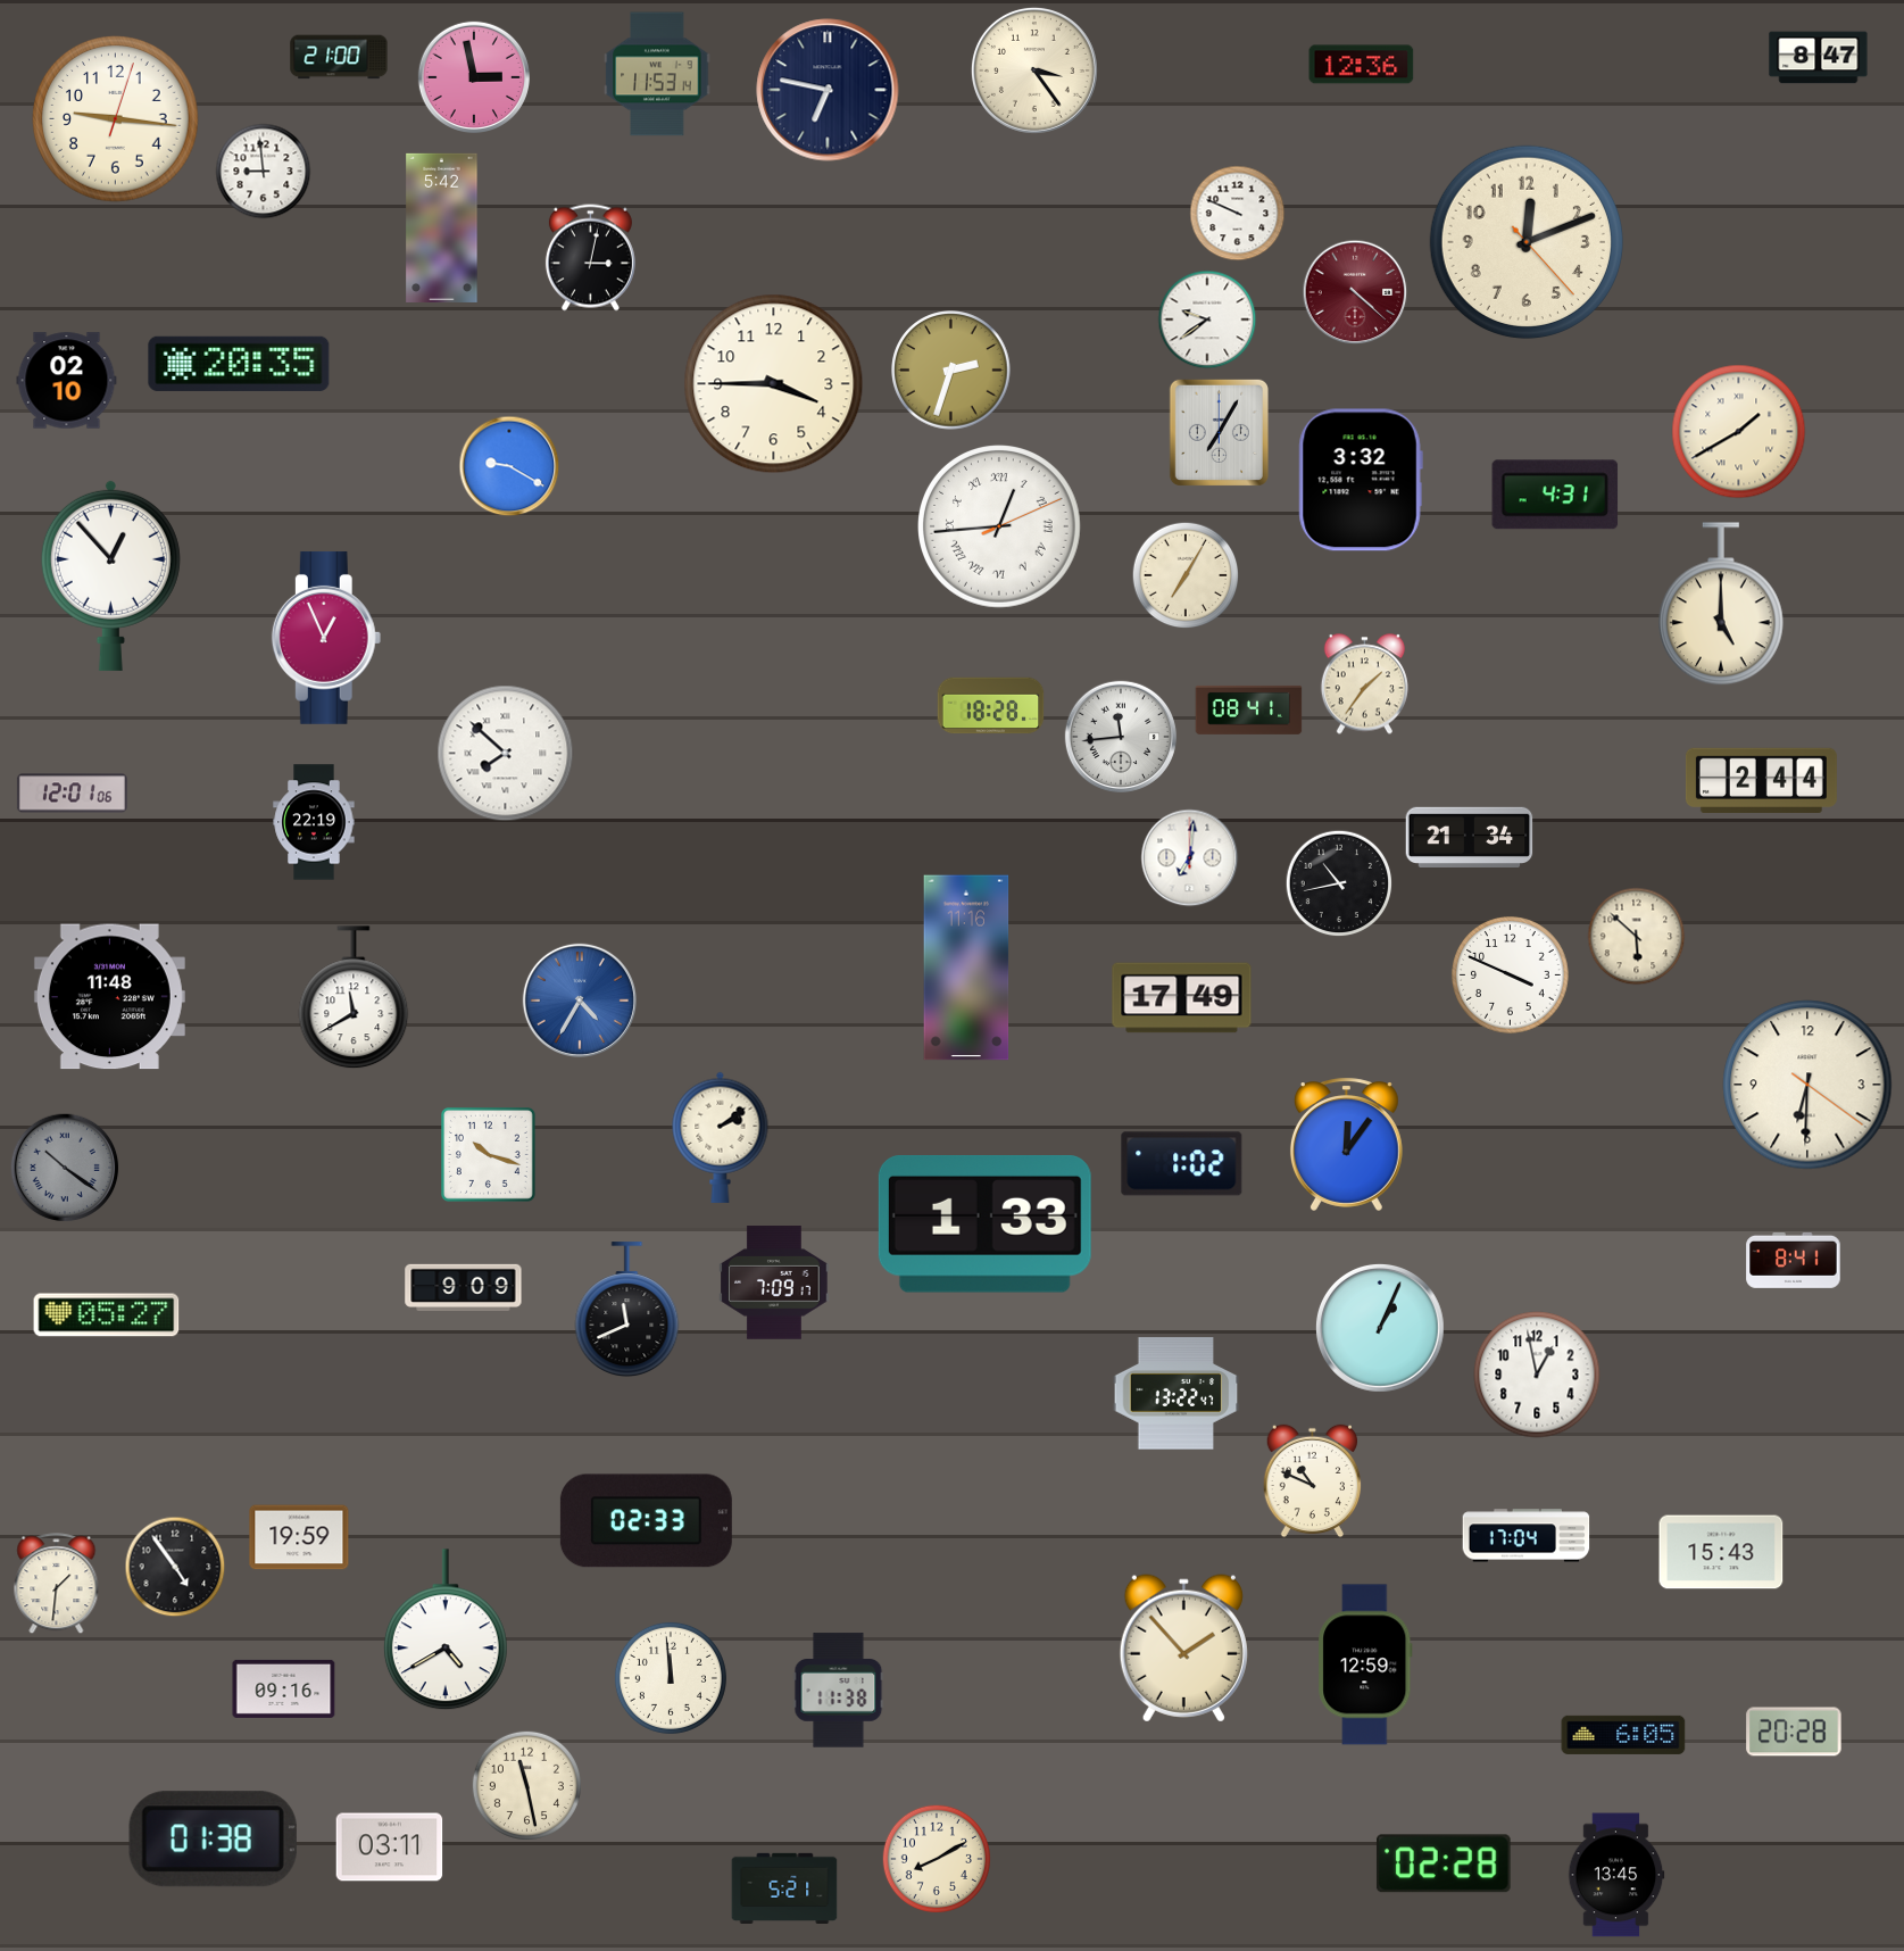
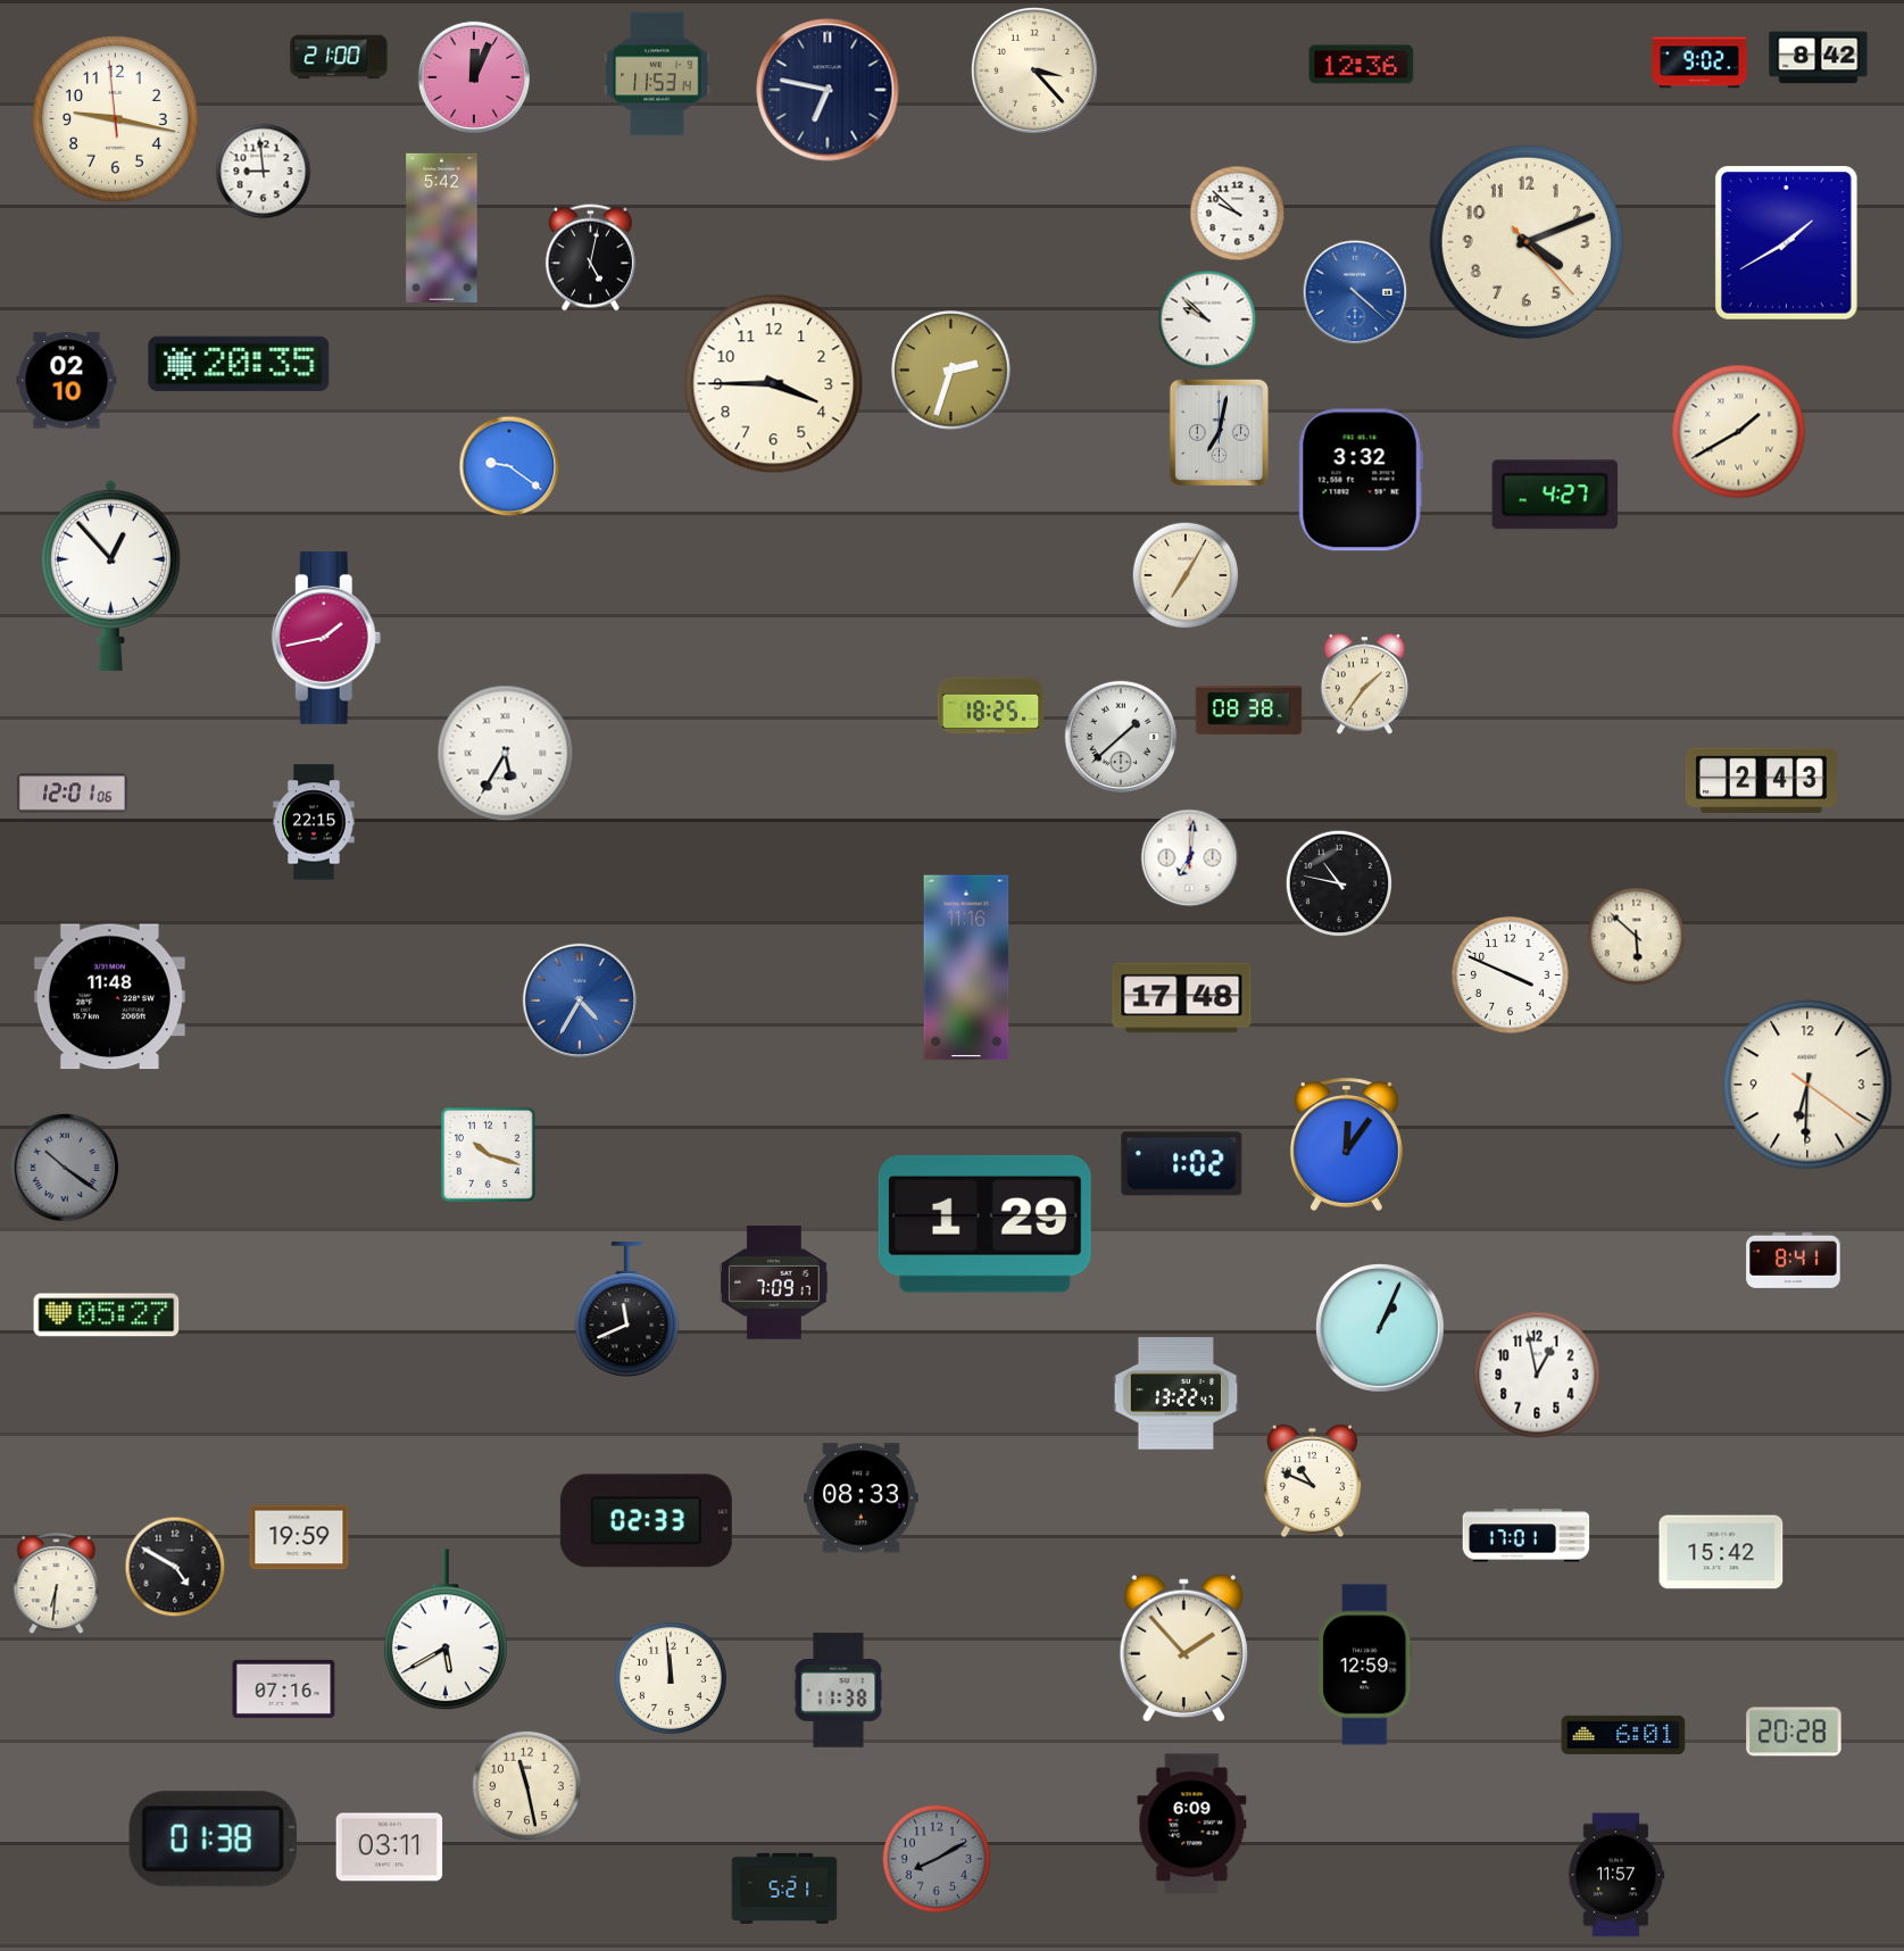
clock at (1819, 58): 8:47 -> 8:42
clock at (1699, 63): none -> 9:02
clock at (1034, 70): 3:24 -> 3:23
clock at (473, 76): 2:58 -> 12:04
clock at (116, 119): 9:16:03 -> 9:16:59
clock at (1238, 214): 9:49 -> 9:52
clock at (1527, 242): 12:11 -> 4:11
clock at (1787, 243): none -> 1:40
clock at (590, 258): 3:02 -> 5:02
clock at (1355, 292) dial: burgundy -> blue
clock at (1207, 319): 9:39 -> 9:52
clock at (1219, 432): 7:05 -> 7:02
clock at (509, 466): 9:20 -> 9:21
clock at (1555, 495): 4:31 -> 4:27
clock at (1000, 528): 12:44 -> none
clock at (1721, 605): 5:00 -> none
clock at (326, 638): 12:56 -> 1:43
clock at (991, 706): 18:28 -> 18:25
clock at (1249, 709): 08:41 -> 08:38
clock at (1120, 736): 11:44 -> 1:38
clock at (506, 754): 7:52 -> 5:35
clock at (1761, 780): 2:44 -> 2:43
clock at (314, 822): 22:19 -> 22:15
clock at (1470, 837): 21:34 -> none
clock at (1339, 883): 10:43 -> 10:47
clock at (354, 998): 11:40 -> none
clock at (1182, 998): 17:49 -> 17:48
clock at (721, 1137): 2:09 -> none
clock at (984, 1224): 1:33 -> 1:29
clock at (464, 1287): 9:09 -> none
clock at (862, 1498): none -> 08:33
clock at (1527, 1536): 17:04 -> 17:01
clock at (1721, 1552): 15:43 -> 15:42
clock at (175, 1567): 4:54 -> 4:50
clock at (57, 1584): 1:31 -> 6:31
clock at (446, 1630): 4:40 -> 5:40
clock at (284, 1688): 09:16 -> 07:16
clock at (1623, 1735): 6:05 -> 6:01
clock at (1192, 1825): none -> 6:09
clock at (936, 1858) dial: cream -> grey
clock at (1444, 1863): 02:28 -> none
clock at (1616, 1875): 13:45 -> 11:57
